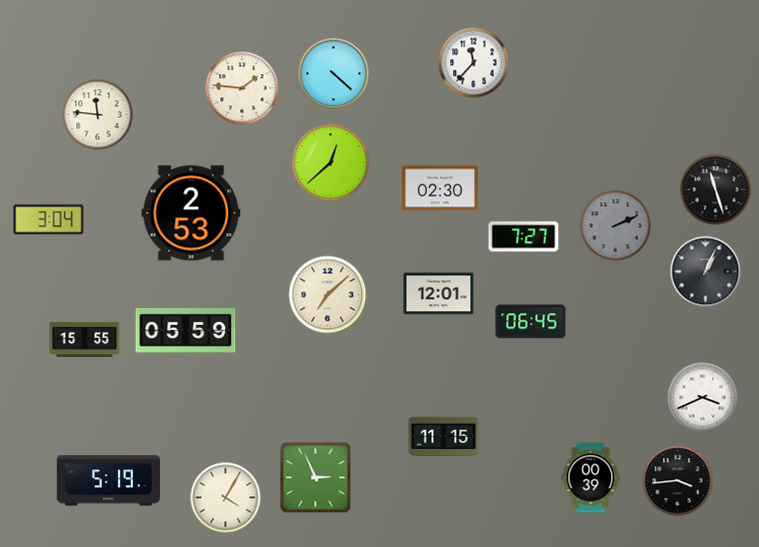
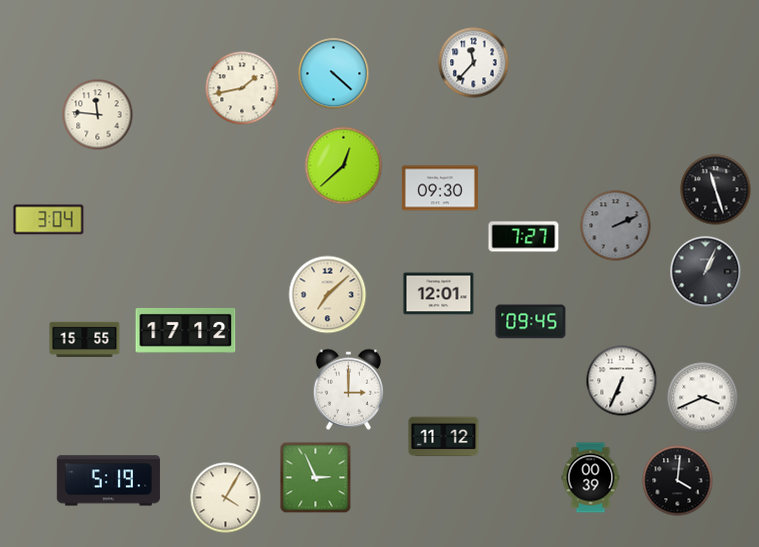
clock at (242, 88): 1:46 -> 1:43
clock at (331, 163) position: (331, 163) -> (344, 166)
clock at (440, 188): 02:30 -> 09:30
clock at (191, 213): 2:53 -> none
clock at (531, 322): 06:45 -> 09:45
clock at (186, 330): 05:59 -> 17:12
clock at (622, 381): none -> 6:34
clock at (348, 389): none -> 3:00
clock at (444, 437): 11:15 -> 11:12
clock at (678, 481): 3:44 -> 4:01
